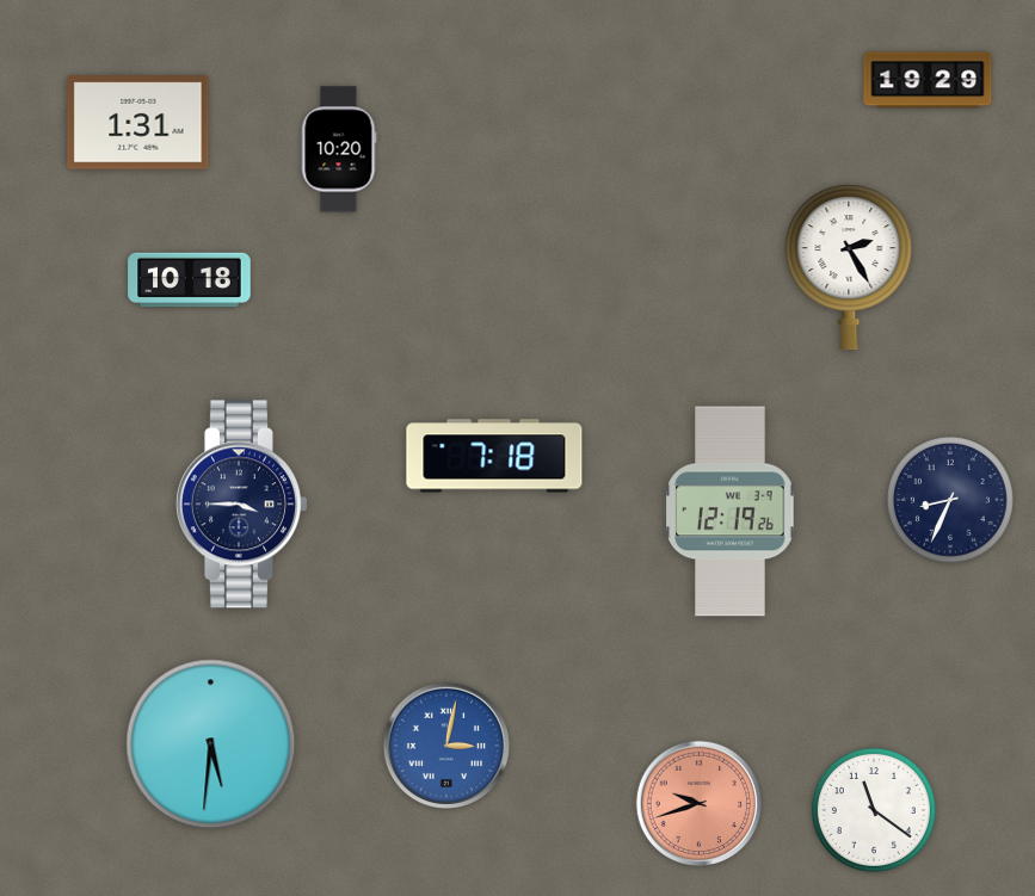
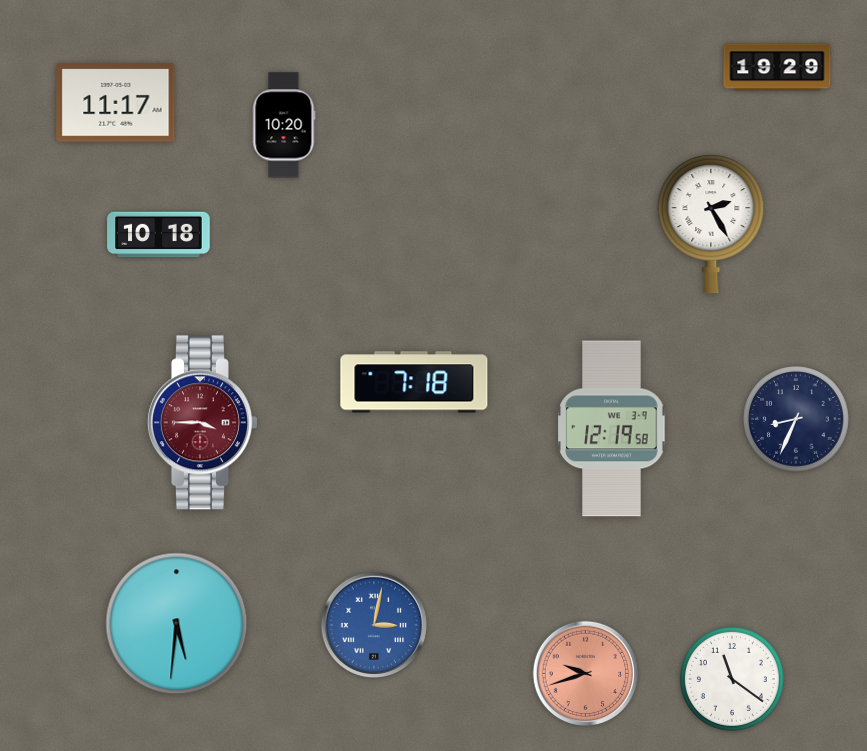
clock at (138, 123): 1:31 -> 11:17
clock at (241, 505) dial: navy -> burgundy
clock at (731, 512): 12:19:26 -> 12:19:58
